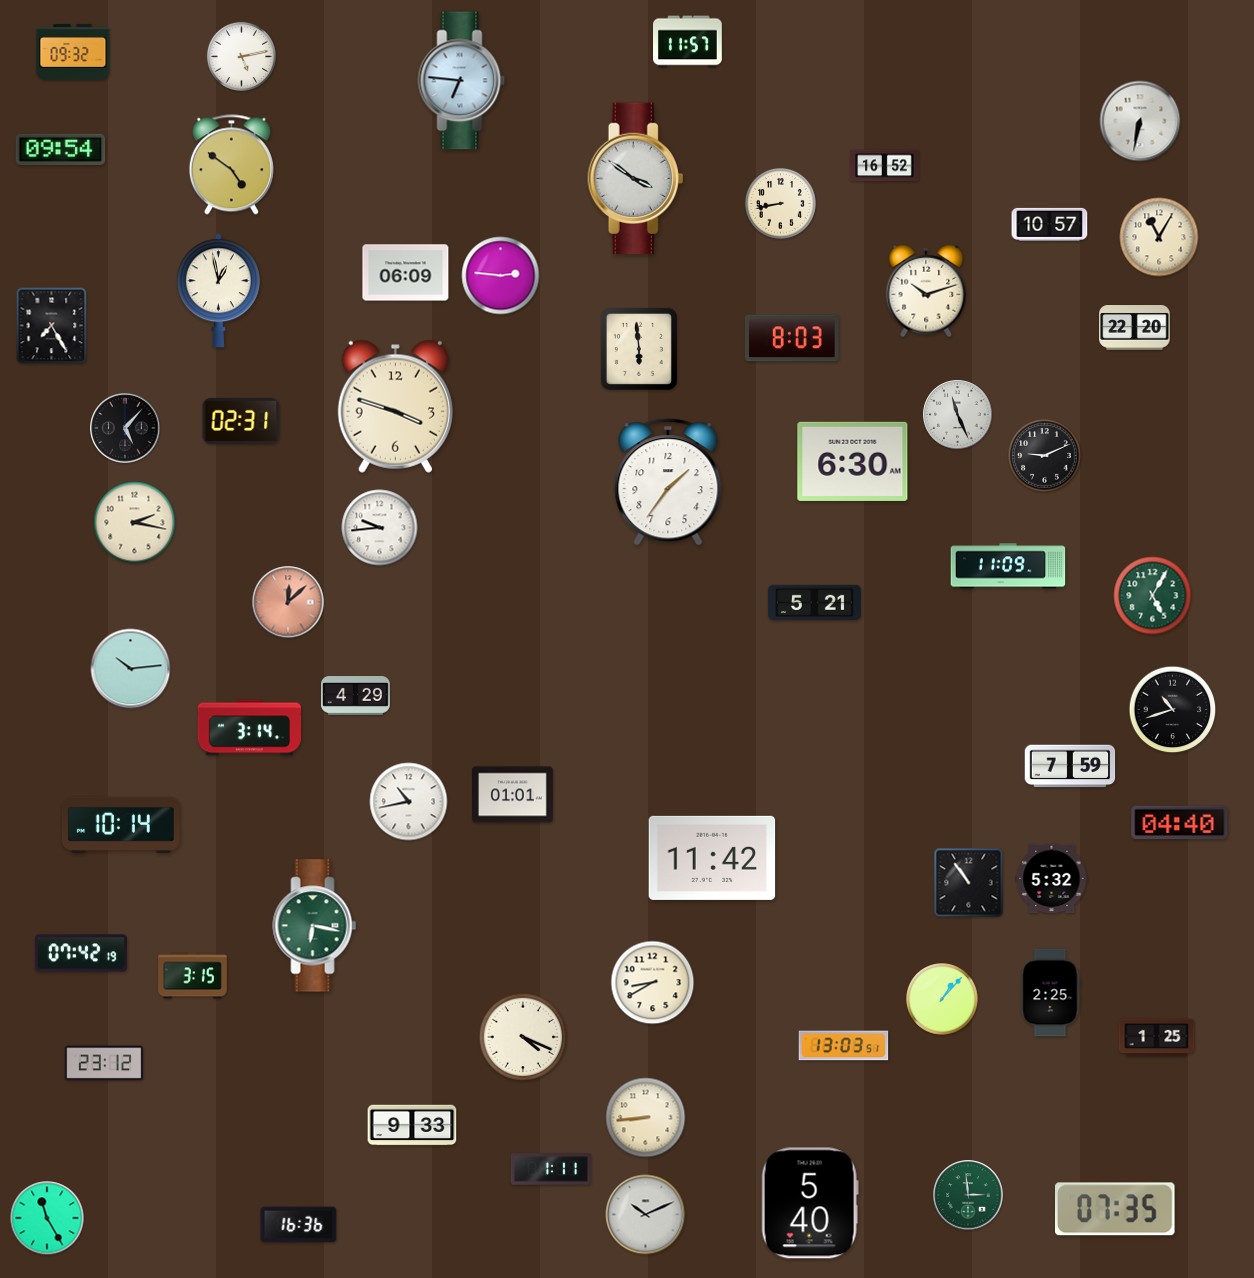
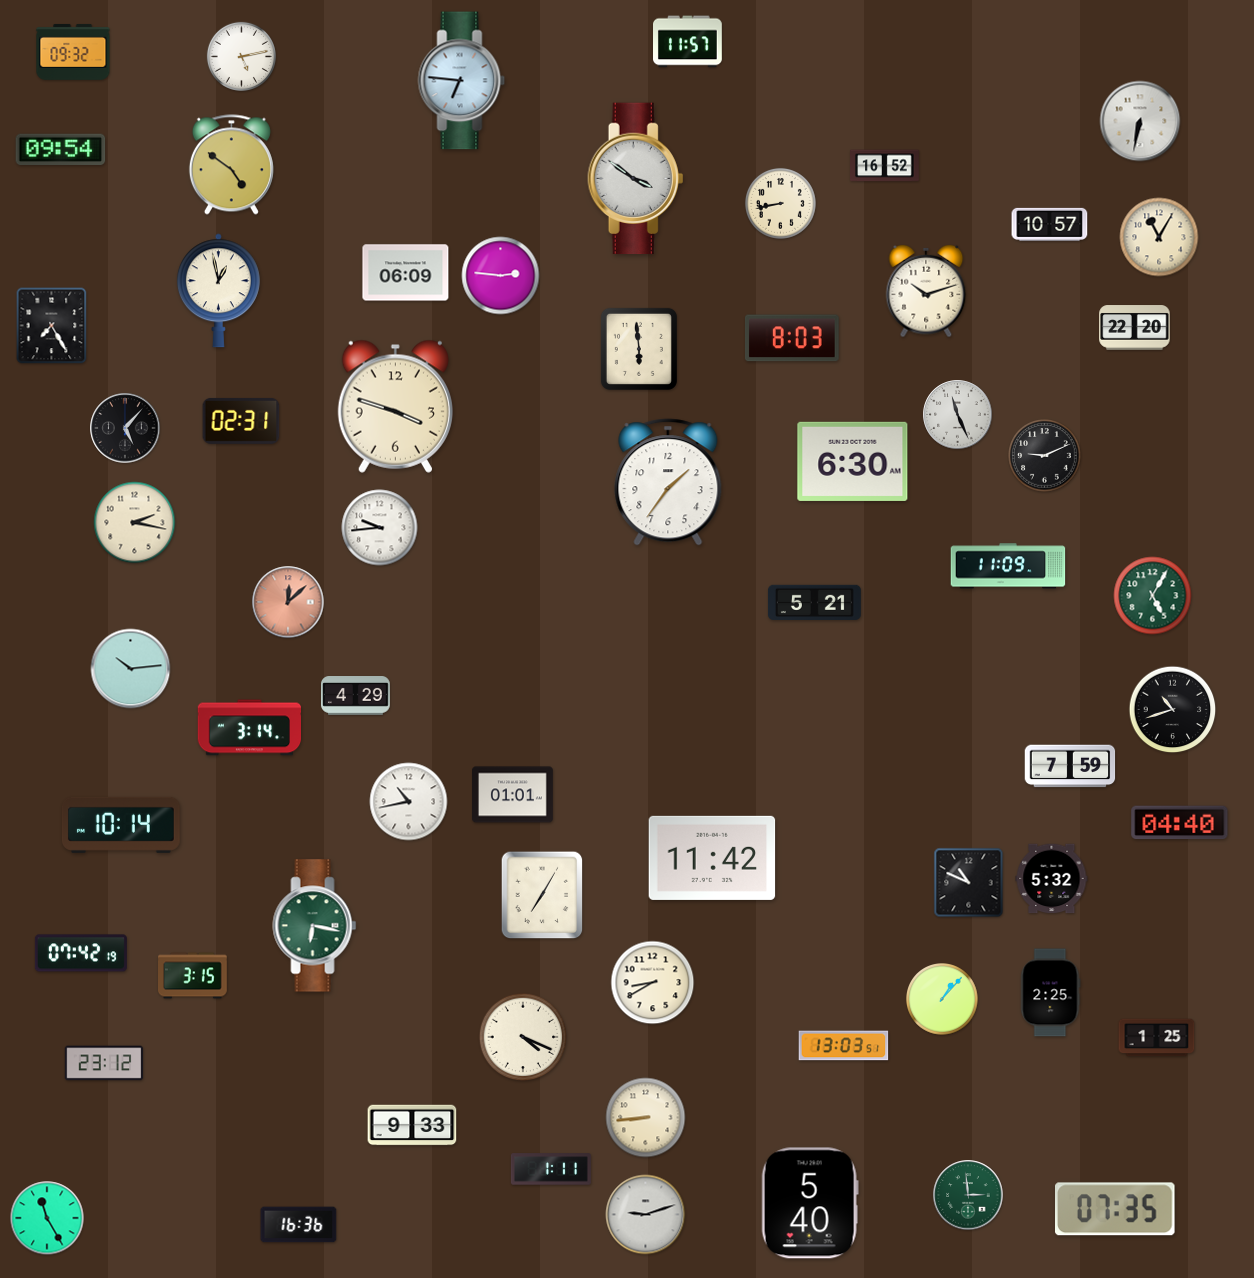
clock at (969, 883): 10:54 -> 10:49
clock at (542, 895): none -> 7:05
clock at (646, 1215): 10:11 -> 9:12
